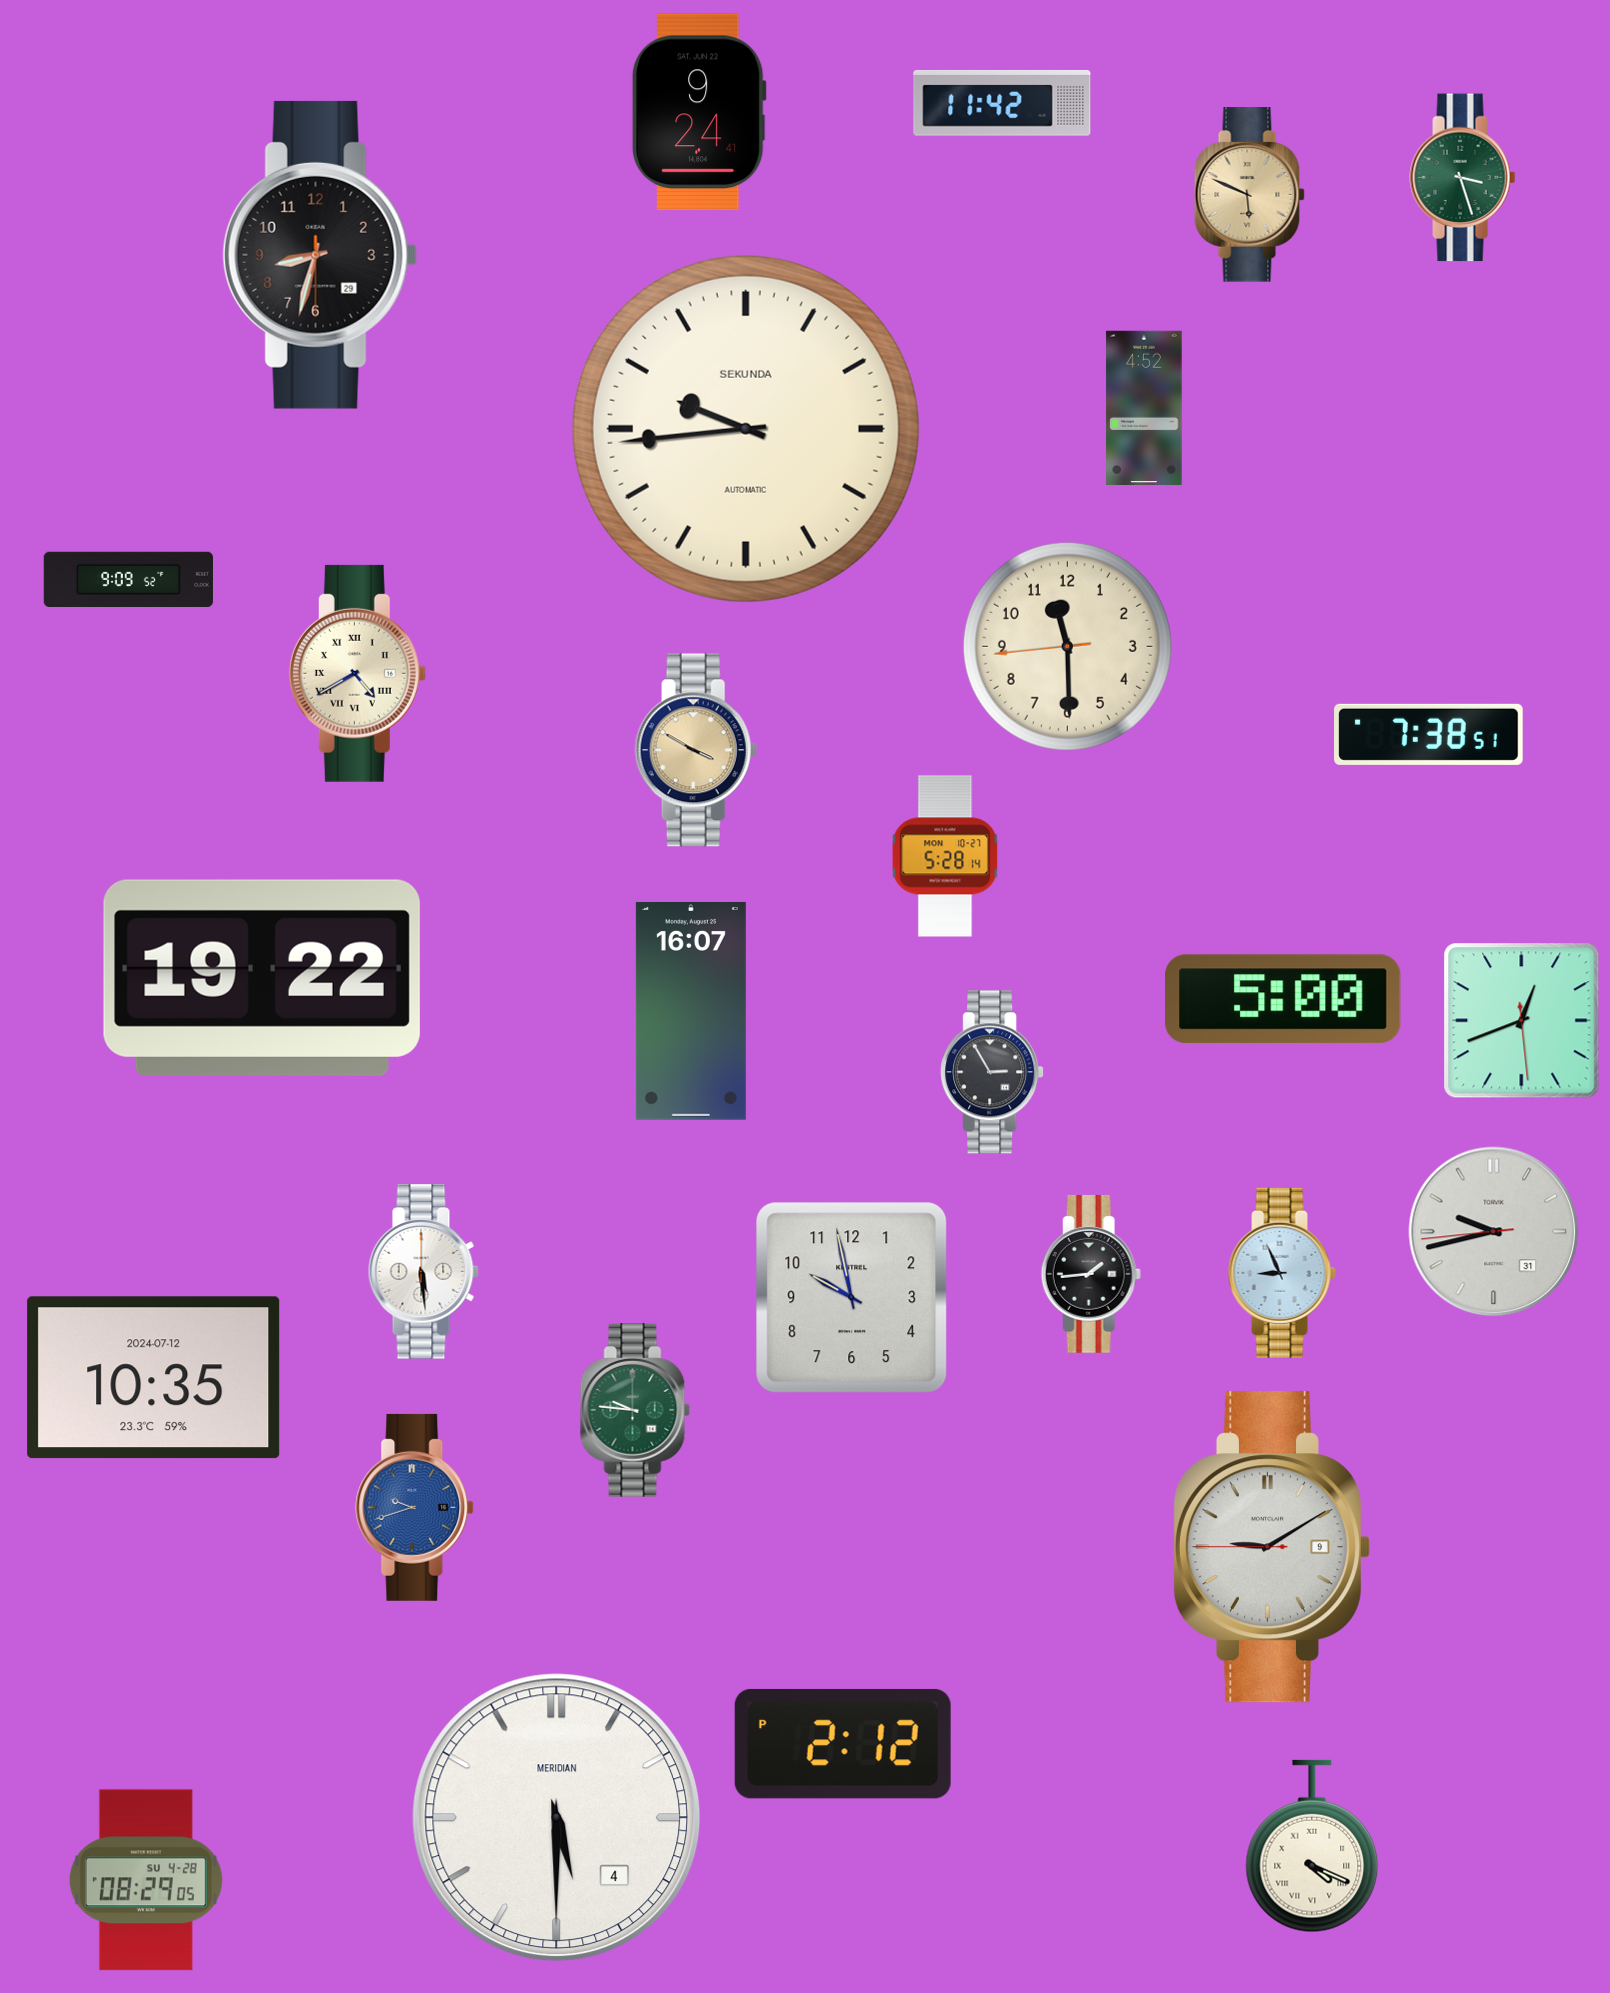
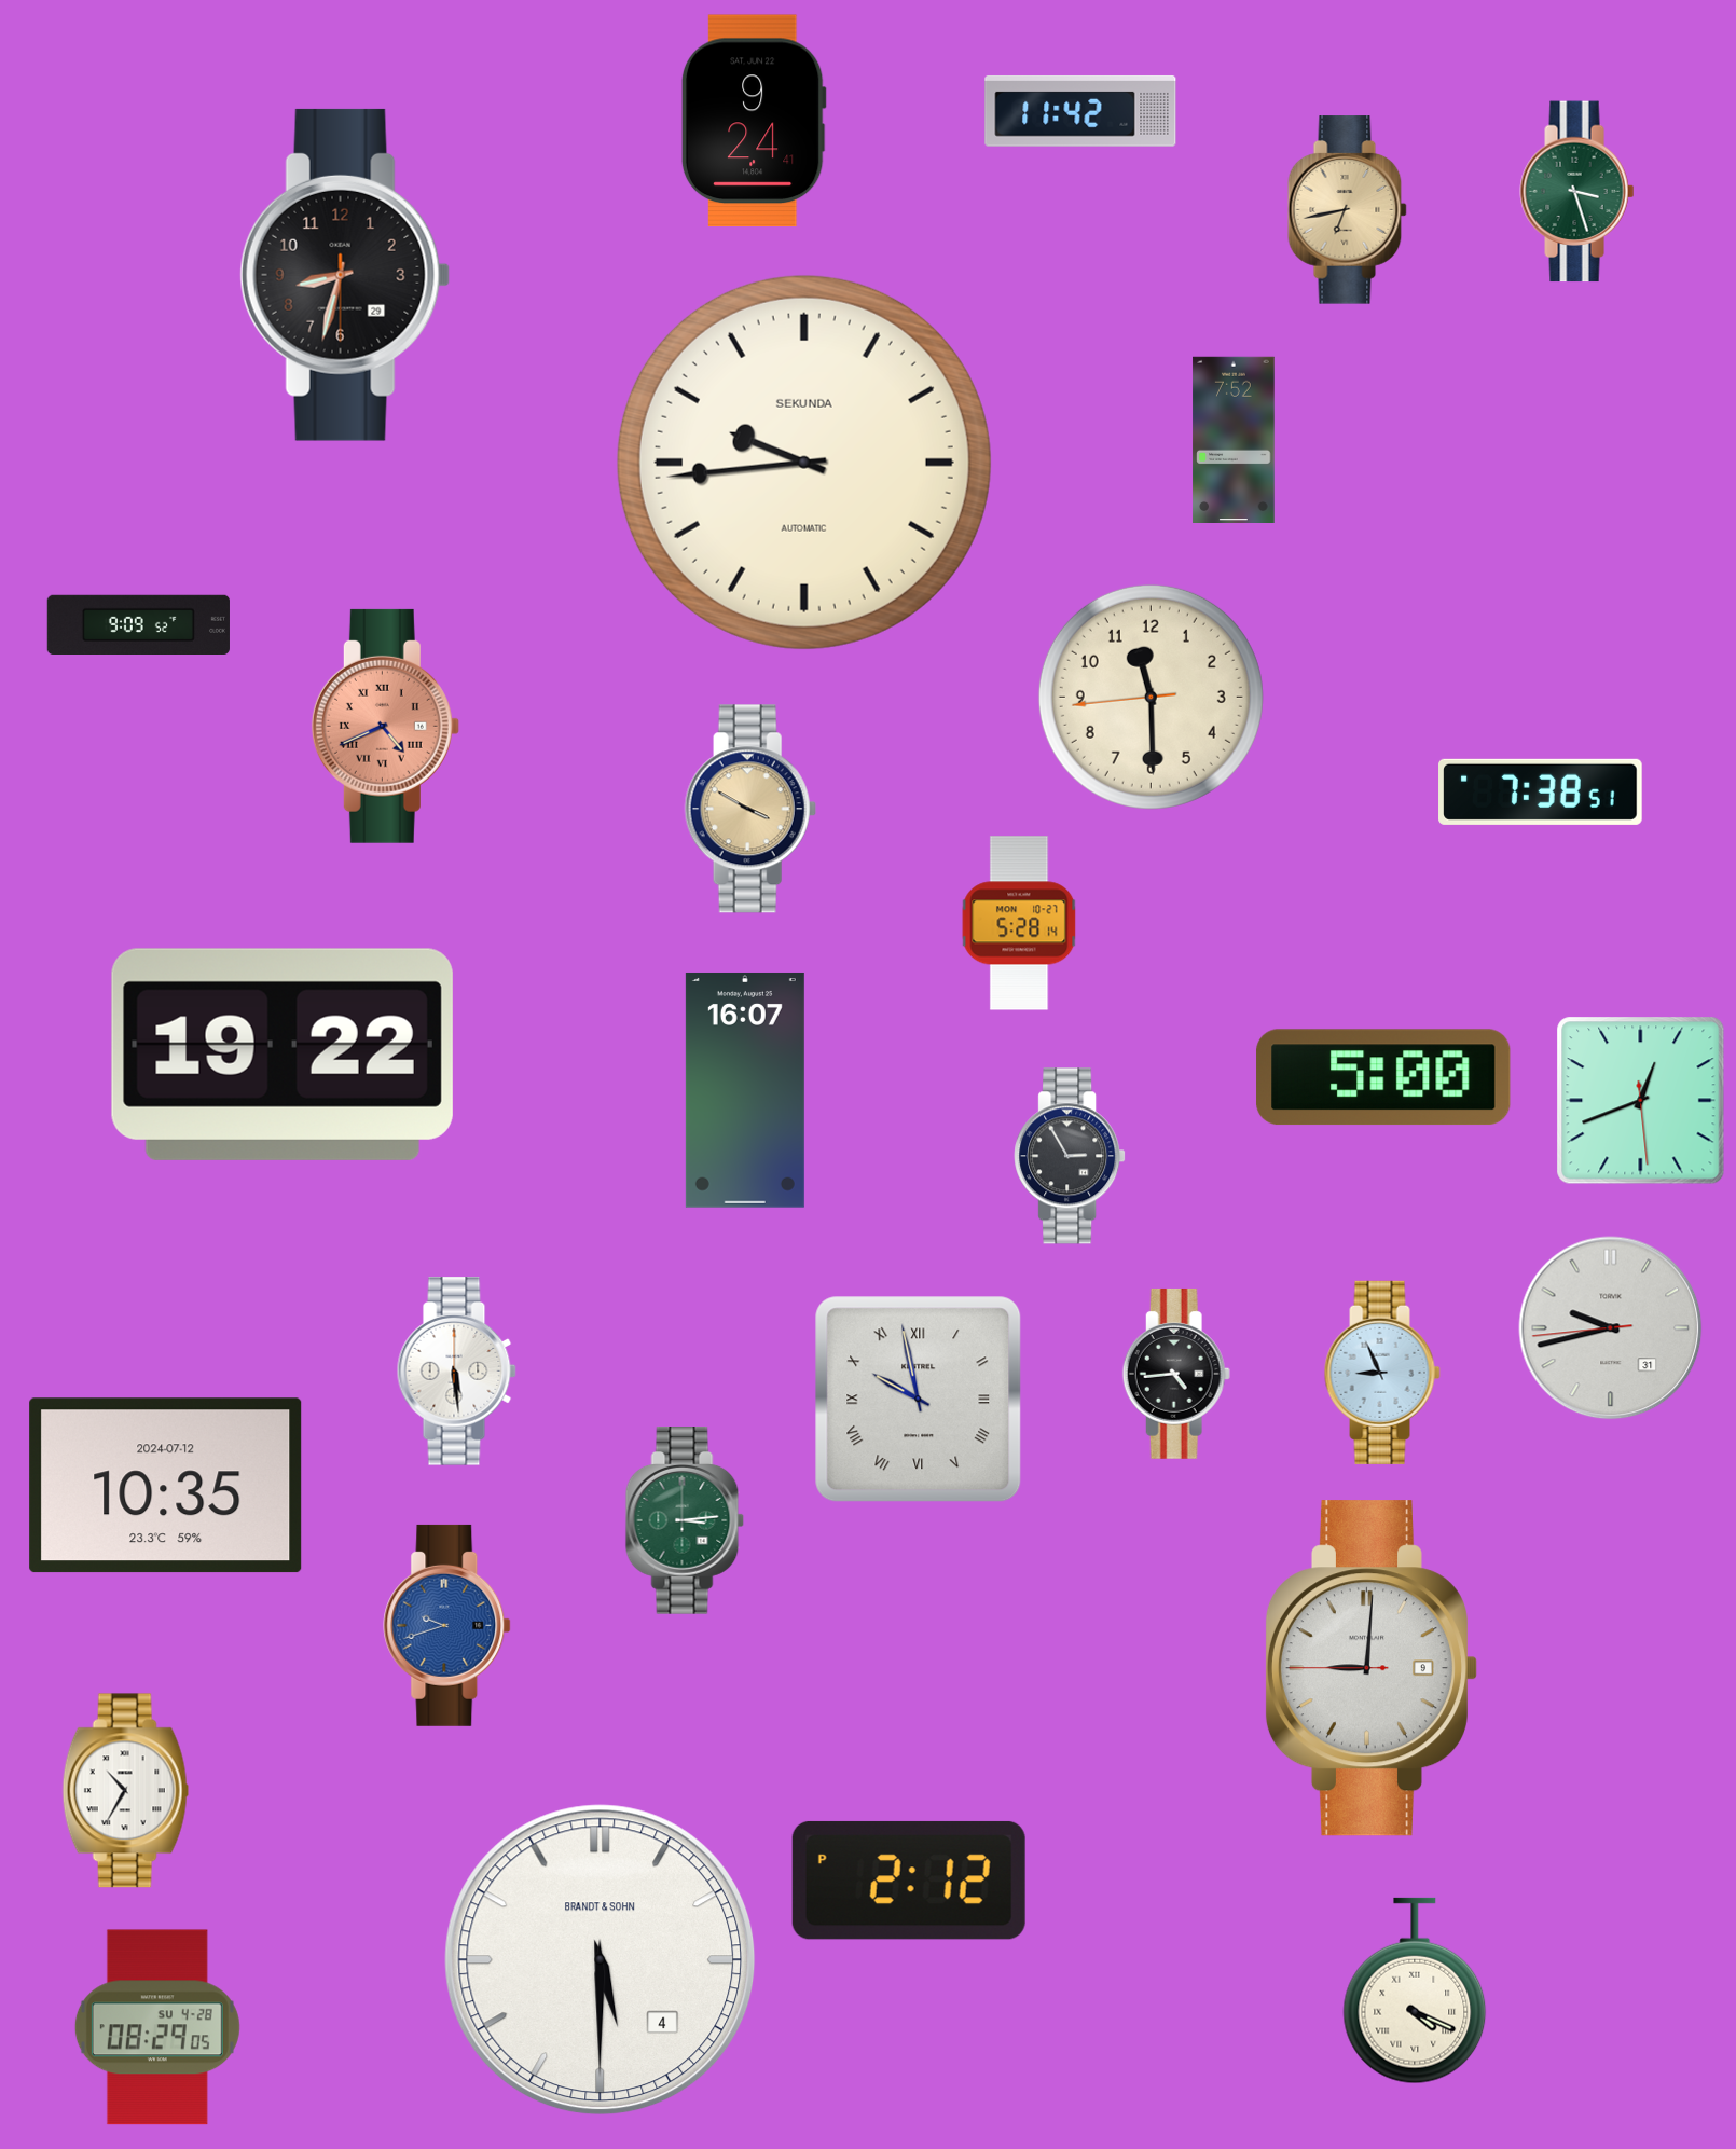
clock at (1249, 195): 5:49 -> 6:43
clock at (1144, 407): 4:52 -> 7:52
clock at (357, 673): 4:40 -> 4:41
clock at (357, 673) dial: cream -> salmon
clock at (1091, 1274): 1:44 -> 4:44
clock at (852, 1298) numerals: Arabic -> Roman
clock at (635, 1410): 9:46 -> 3:14
clock at (1271, 1547): 9:09 -> 9:00
clock at (126, 1791): none -> 10:35
clock at (557, 1818) brand: MERIDIAN -> BRANDT & SOHN
